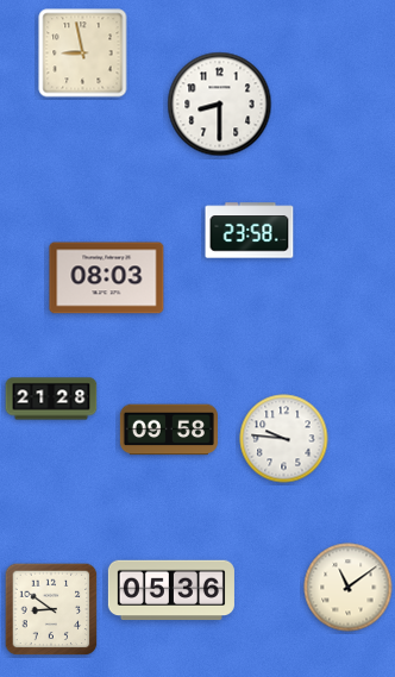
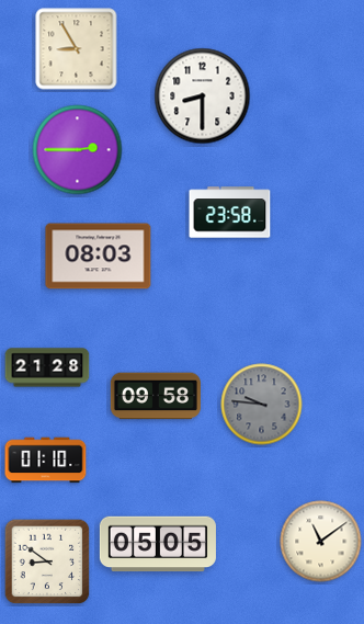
clock at (83, 54): 8:58 -> 8:55
clock at (78, 150): none -> 2:45
clock at (284, 439) dial: white -> grey
clock at (46, 461): none -> 01:10
clock at (171, 590): 05:36 -> 05:05
